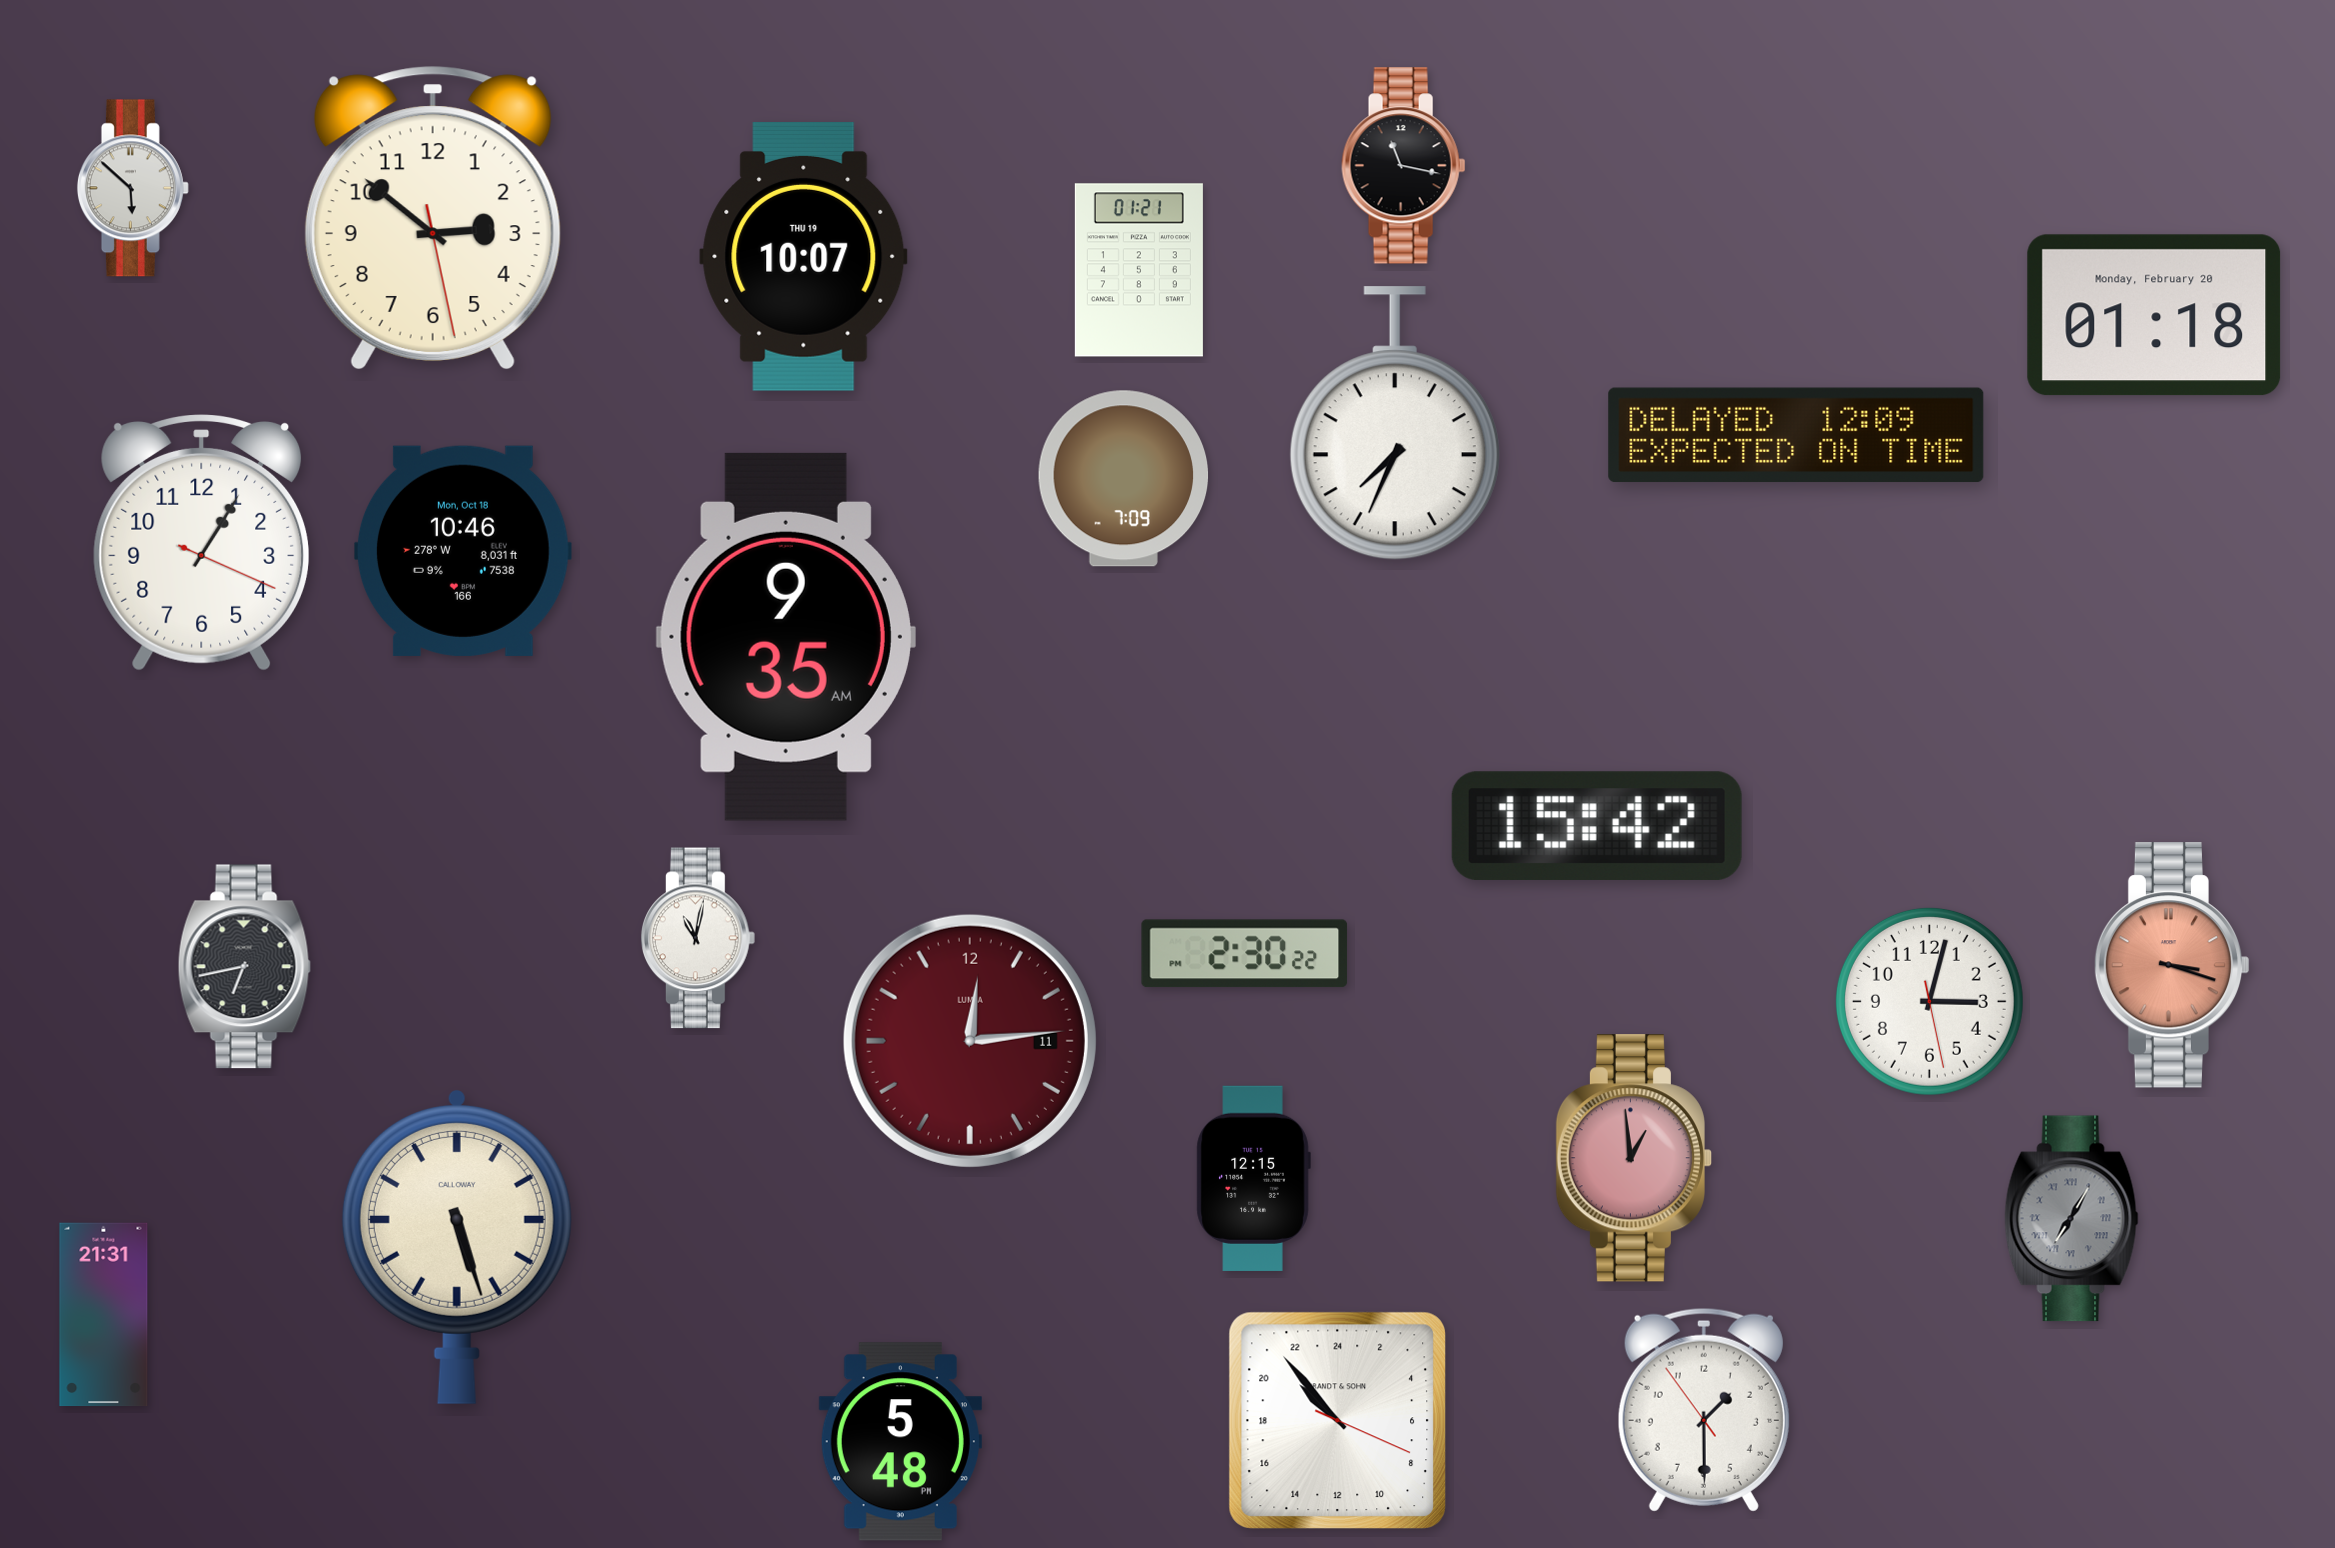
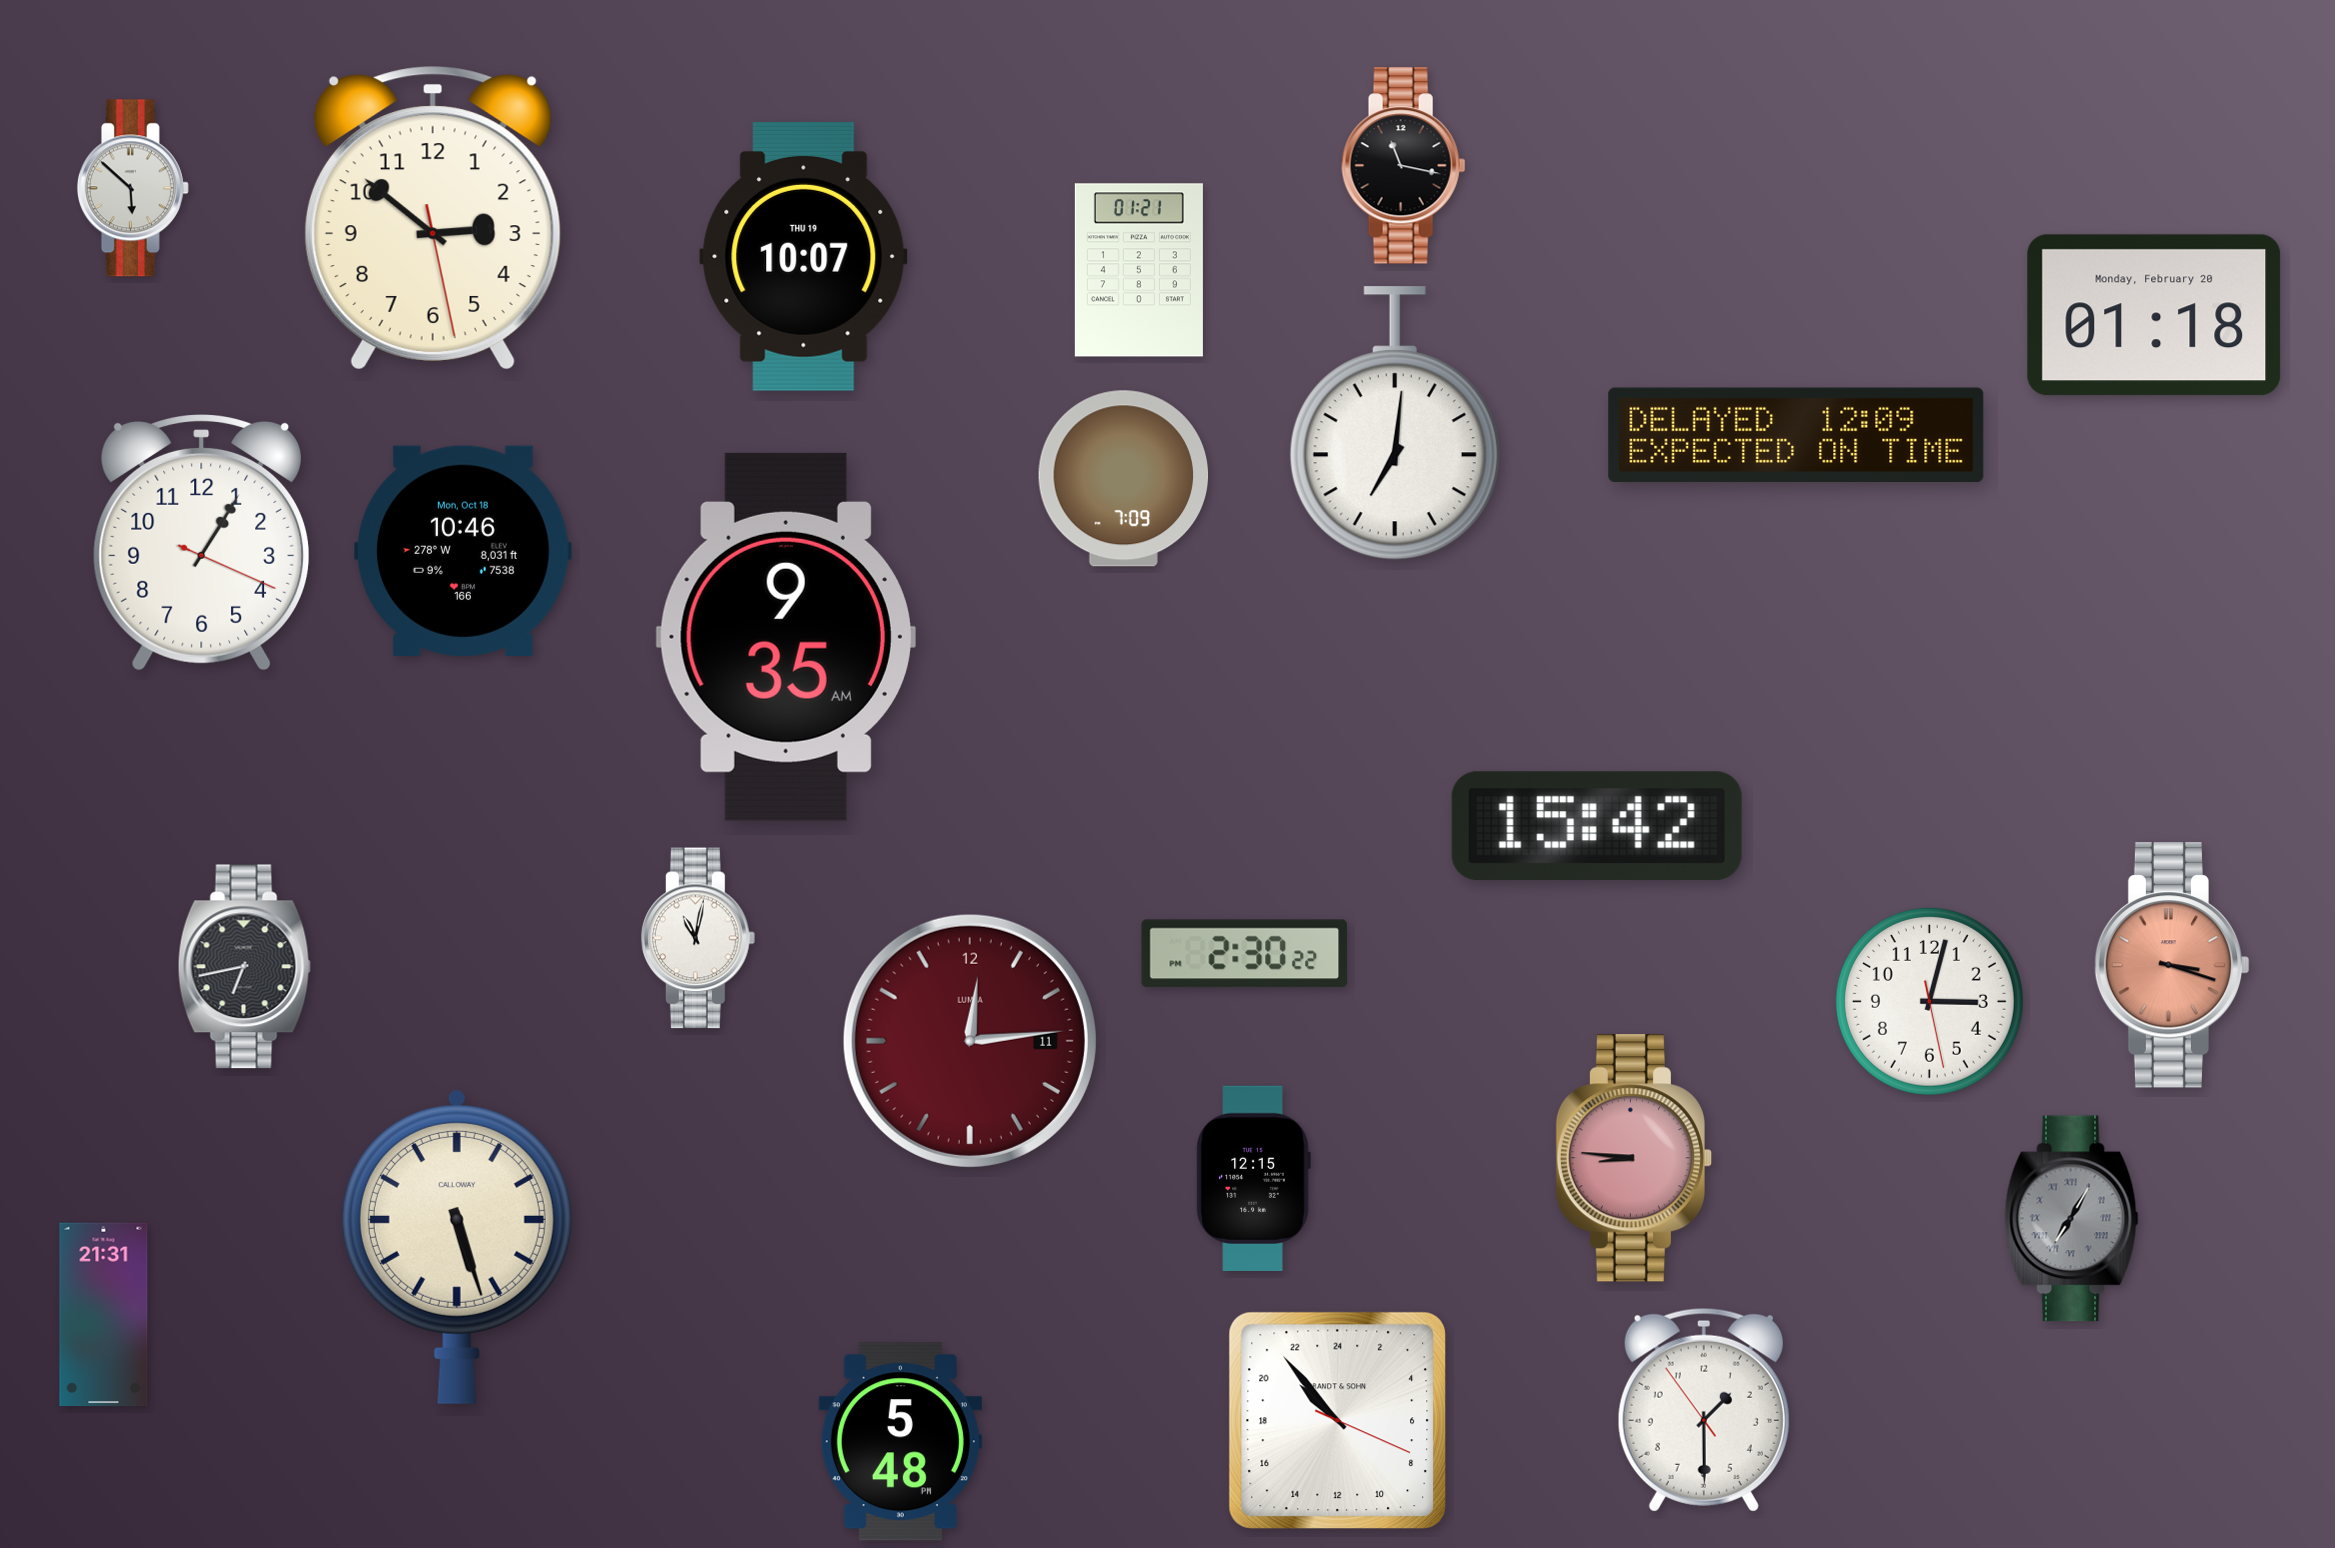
clock at (1395, 424): 7:34 -> 7:01
clock at (1634, 1158): 12:59 -> 8:46
